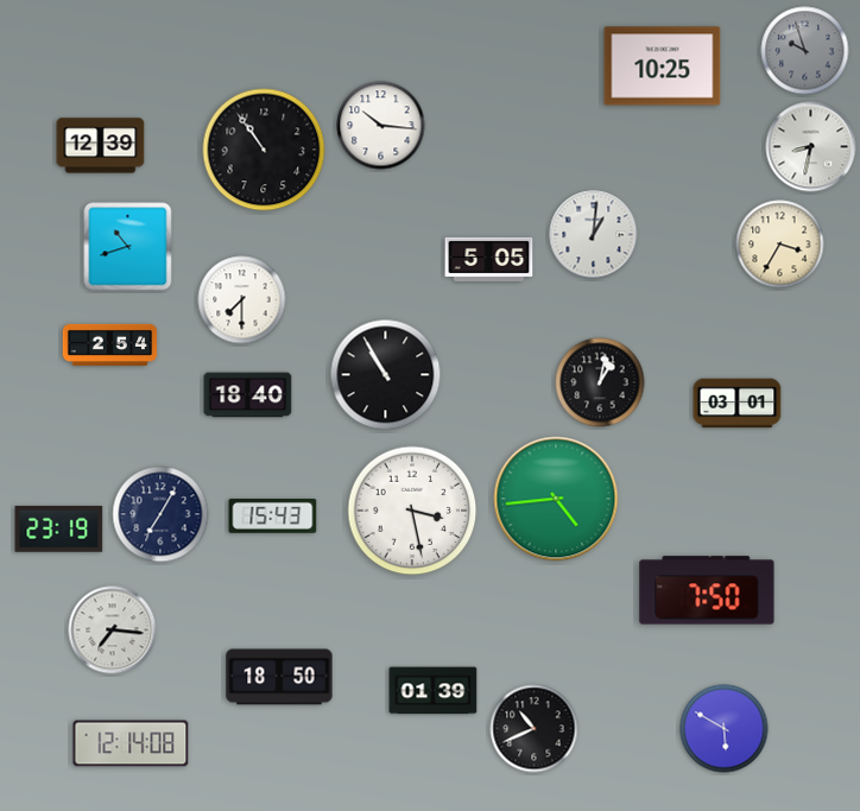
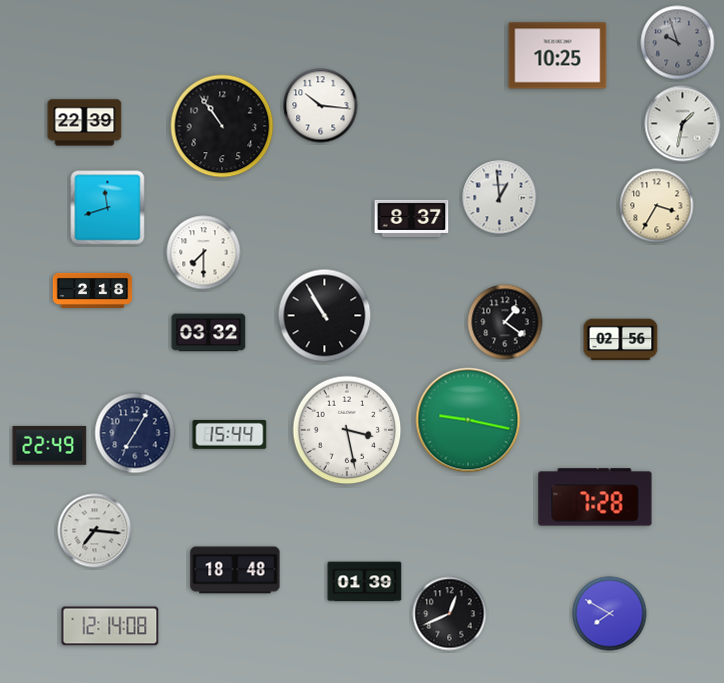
clock at (101, 146): 12:39 -> 22:39
clock at (811, 147): 8:32 -> 1:32
clock at (594, 235): 1:01 -> 12:59
clock at (128, 247): 10:42 -> 11:42
clock at (489, 259): 5:05 -> 8:37
clock at (110, 344): 2:54 -> 2:18
clock at (600, 382): 1:02 -> 1:21
clock at (248, 395): 18:40 -> 03:32
clock at (738, 404): 03:01 -> 02:56
clock at (556, 499): 4:44 -> 9:17
clock at (273, 515): 15:43 -> 15:44
clock at (59, 528): 23:19 -> 22:49
clock at (707, 590): 7:50 -> 7:28
clock at (279, 677): 18:50 -> 18:48
clock at (535, 729): 10:41 -> 12:41
clock at (725, 729): 5:50 -> 7:50
